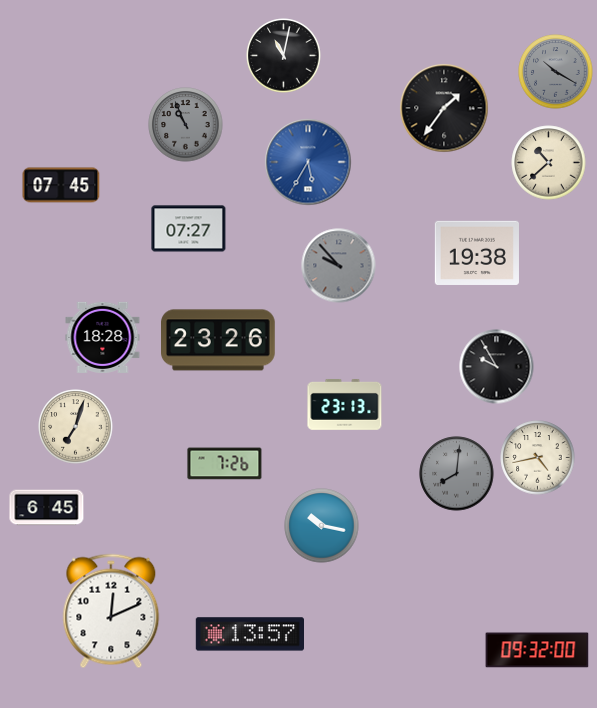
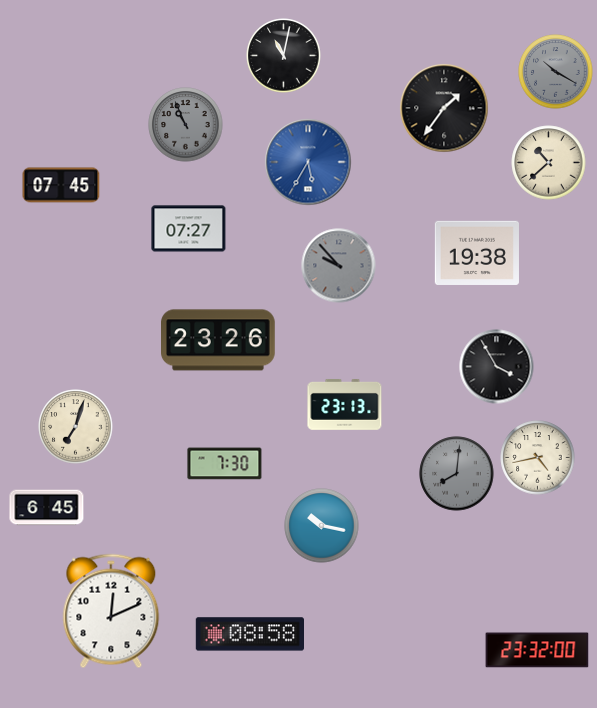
clock at (103, 337): 18:28 -> none
clock at (497, 367): 9:55 -> 3:55
clock at (225, 464): 7:26 -> 7:30
clock at (249, 634): 13:57 -> 08:58
clock at (537, 650): 09:32 -> 23:32
